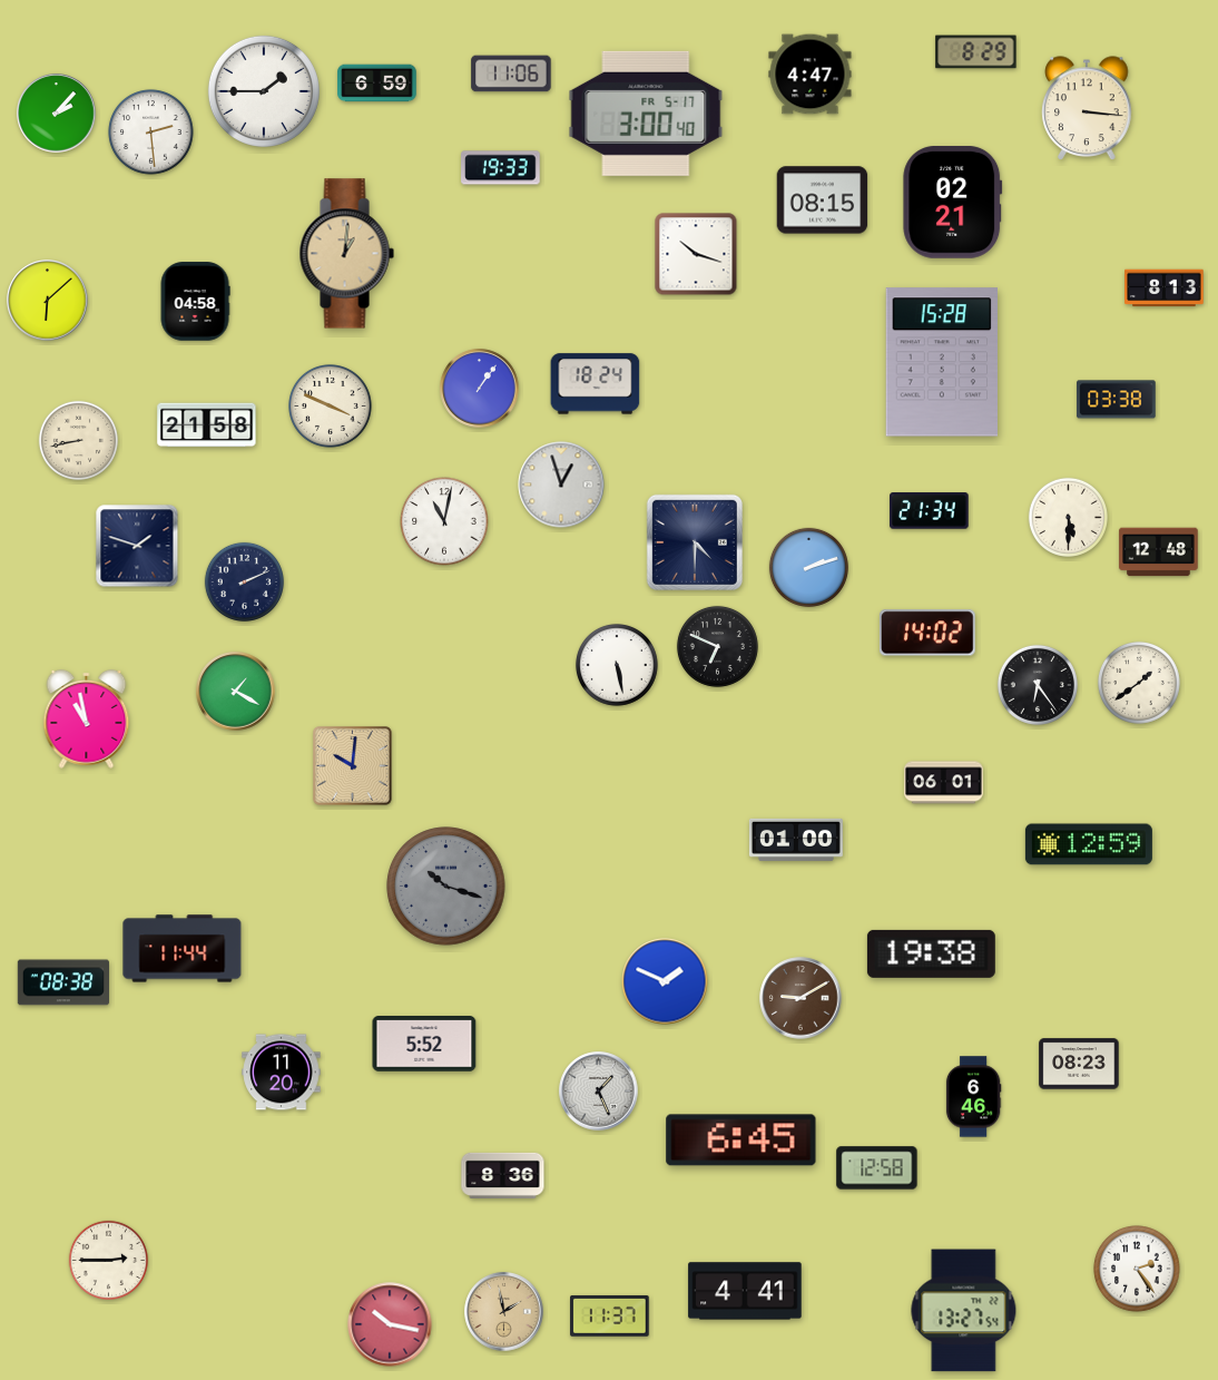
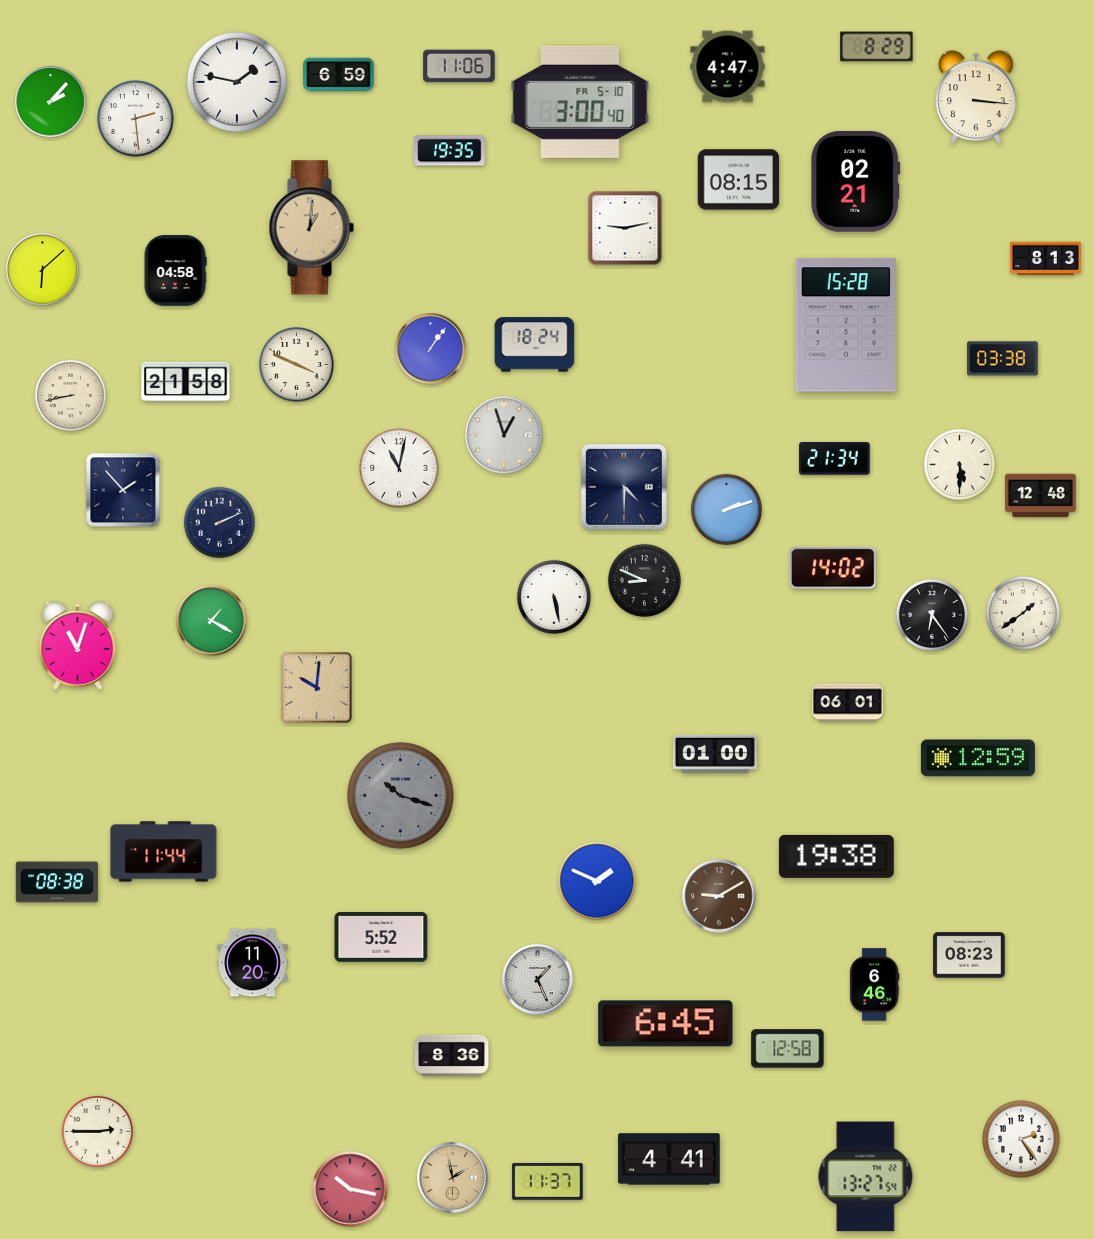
clock at (264, 91): 1:45 -> 1:47
clock at (646, 114) date: FR 5-17 -> FR 5-10
clock at (501, 168): 19:33 -> 19:35
clock at (696, 254): 10:18 -> 9:13
clock at (137, 546): 1:48 -> 1:53
clock at (717, 646): 6:49 -> 8:49
clock at (87, 720): 10:58 -> 11:03
